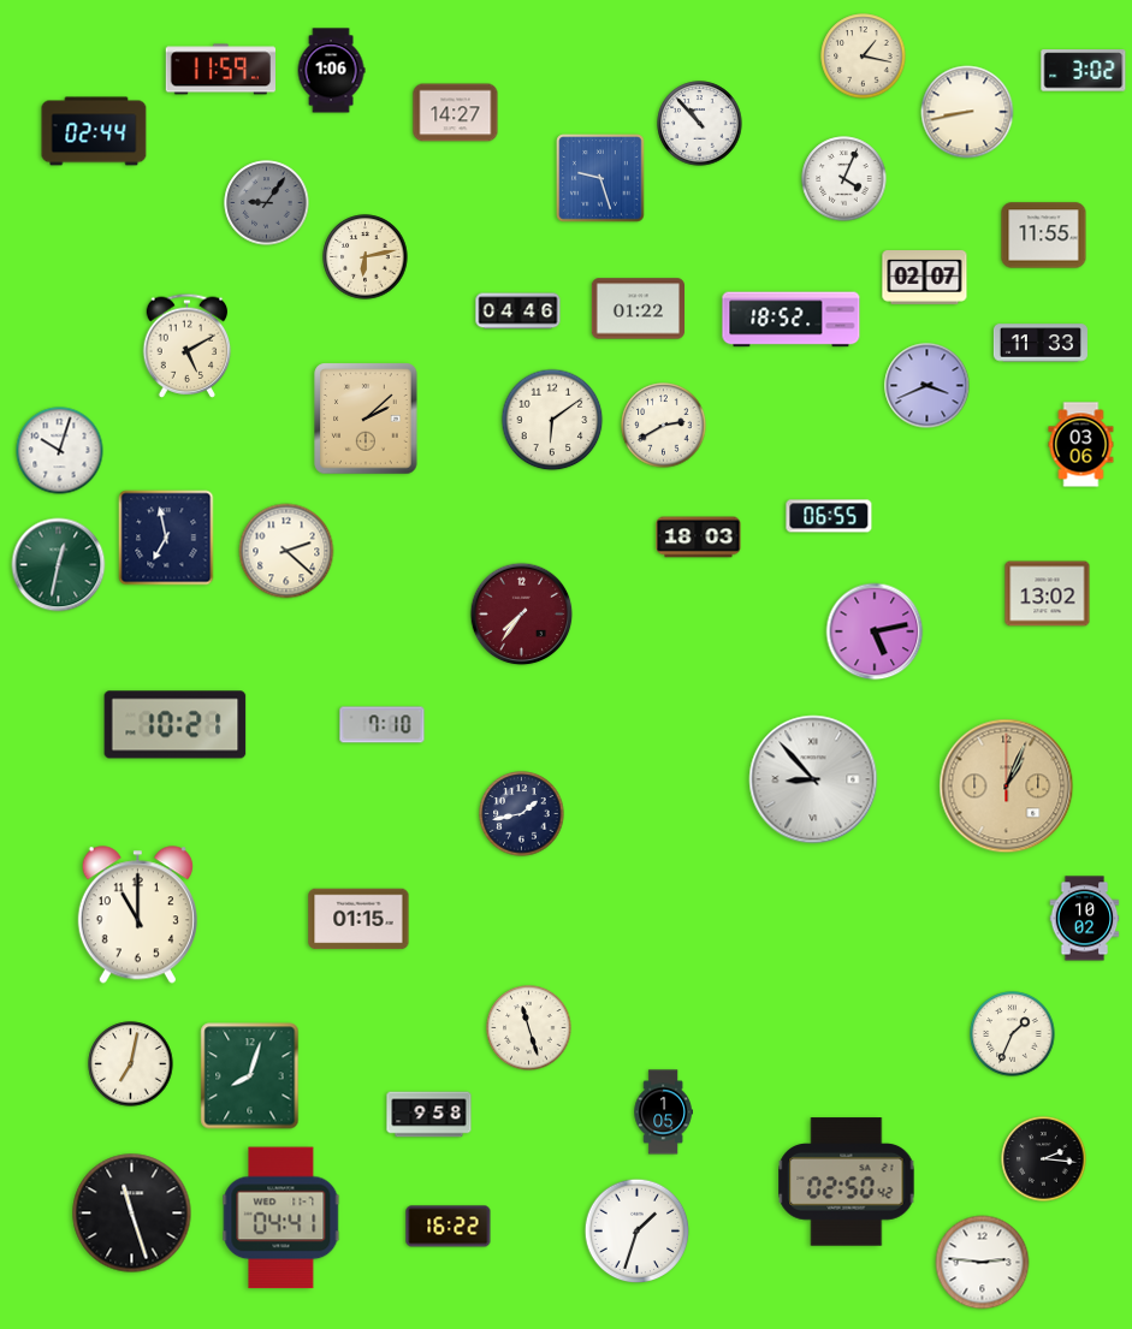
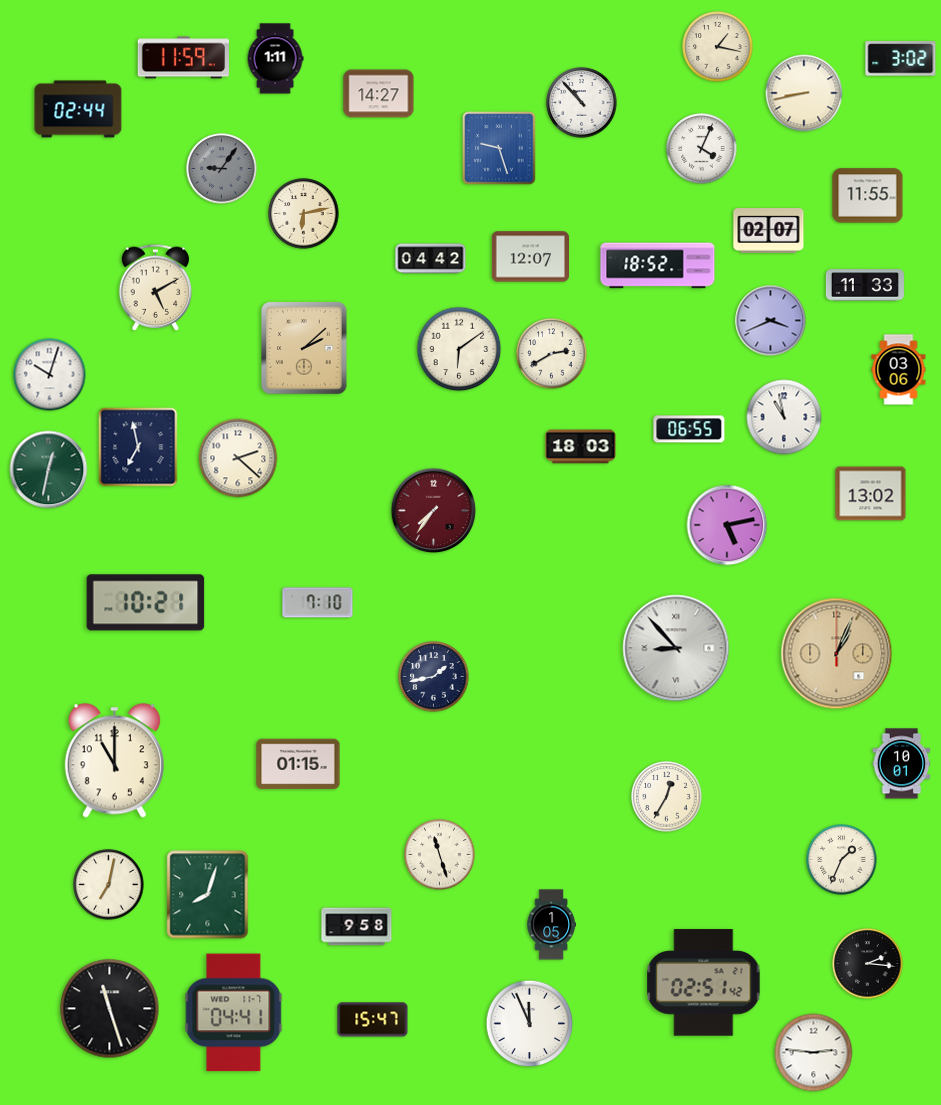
clock at (331, 71): 1:06 -> 1:11
clock at (638, 309): 01:22 -> 12:07
clock at (518, 312): 04:46 -> 04:42
clock at (784, 417): none -> 10:58
clock at (1085, 919): 10:02 -> 10:01
clock at (667, 797): none -> 12:35
clock at (847, 1182): 02:50 -> 02:51
clock at (449, 1227): 16:22 -> 15:47
clock at (638, 1232): 1:33 -> 11:56
clock at (983, 1263) position: (983, 1263) -> (814, 1053)
